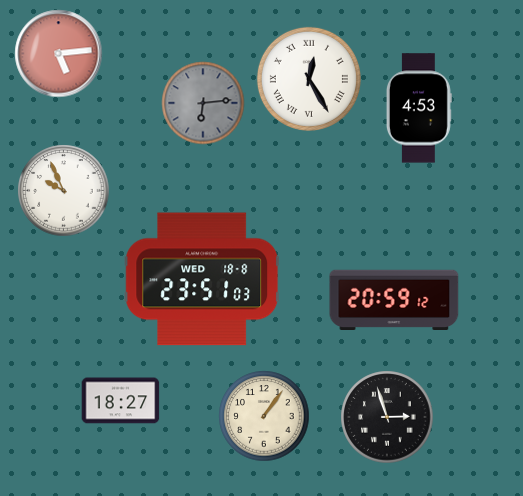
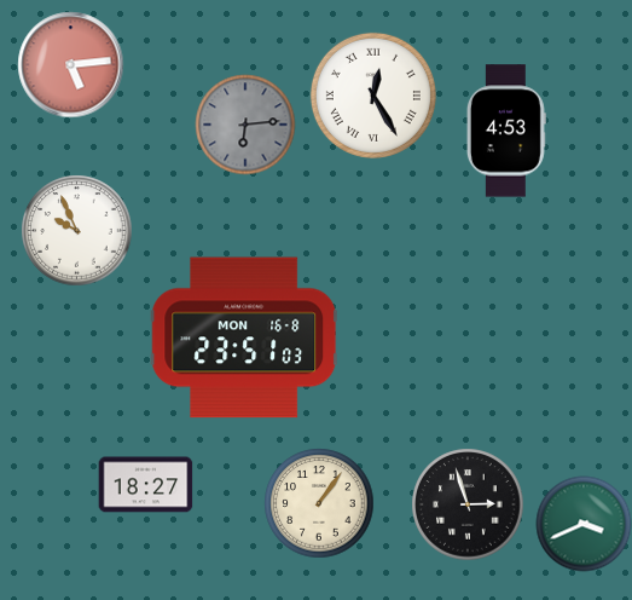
clock at (202, 279) date: WED 18-8 -> MON 16-8
clock at (394, 300): 20:59 -> none
clock at (584, 524): none -> 3:41
